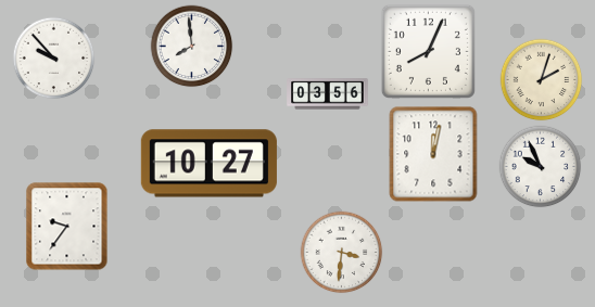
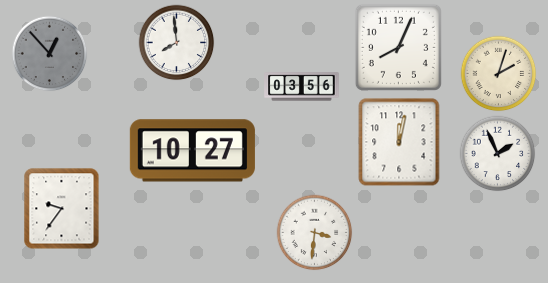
clock at (428, 51) position: (428, 51) -> (398, 47)
clock at (54, 59): 9:53 -> 12:53
clock at (54, 59) dial: white -> grey
clock at (541, 167): 9:56 -> 1:56
